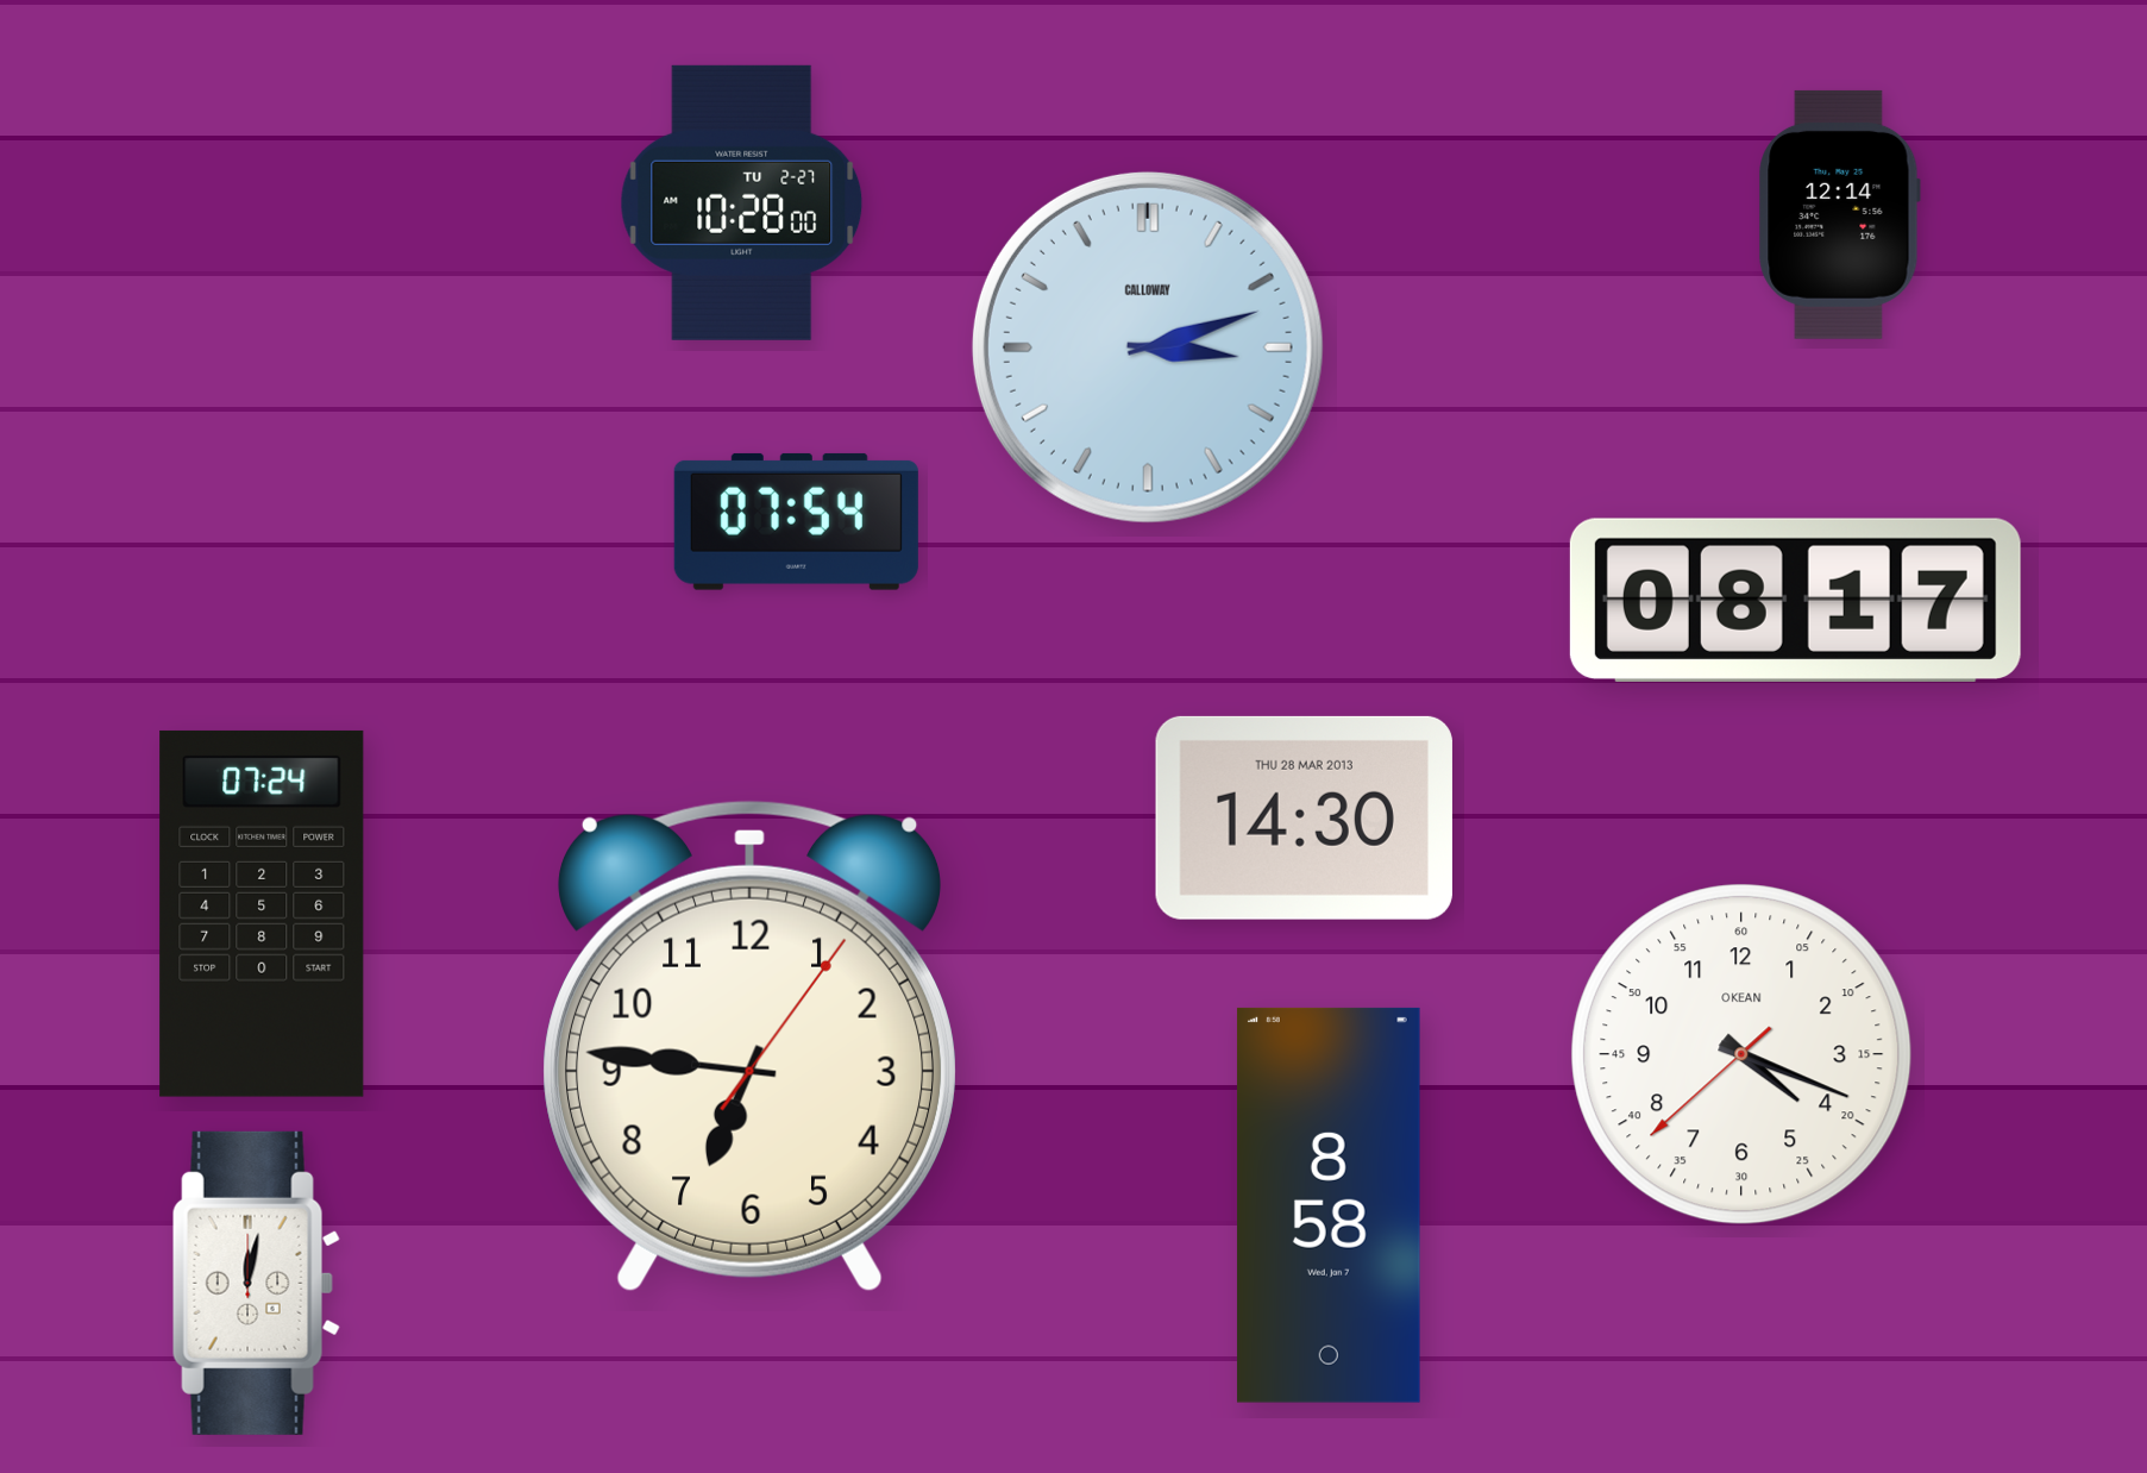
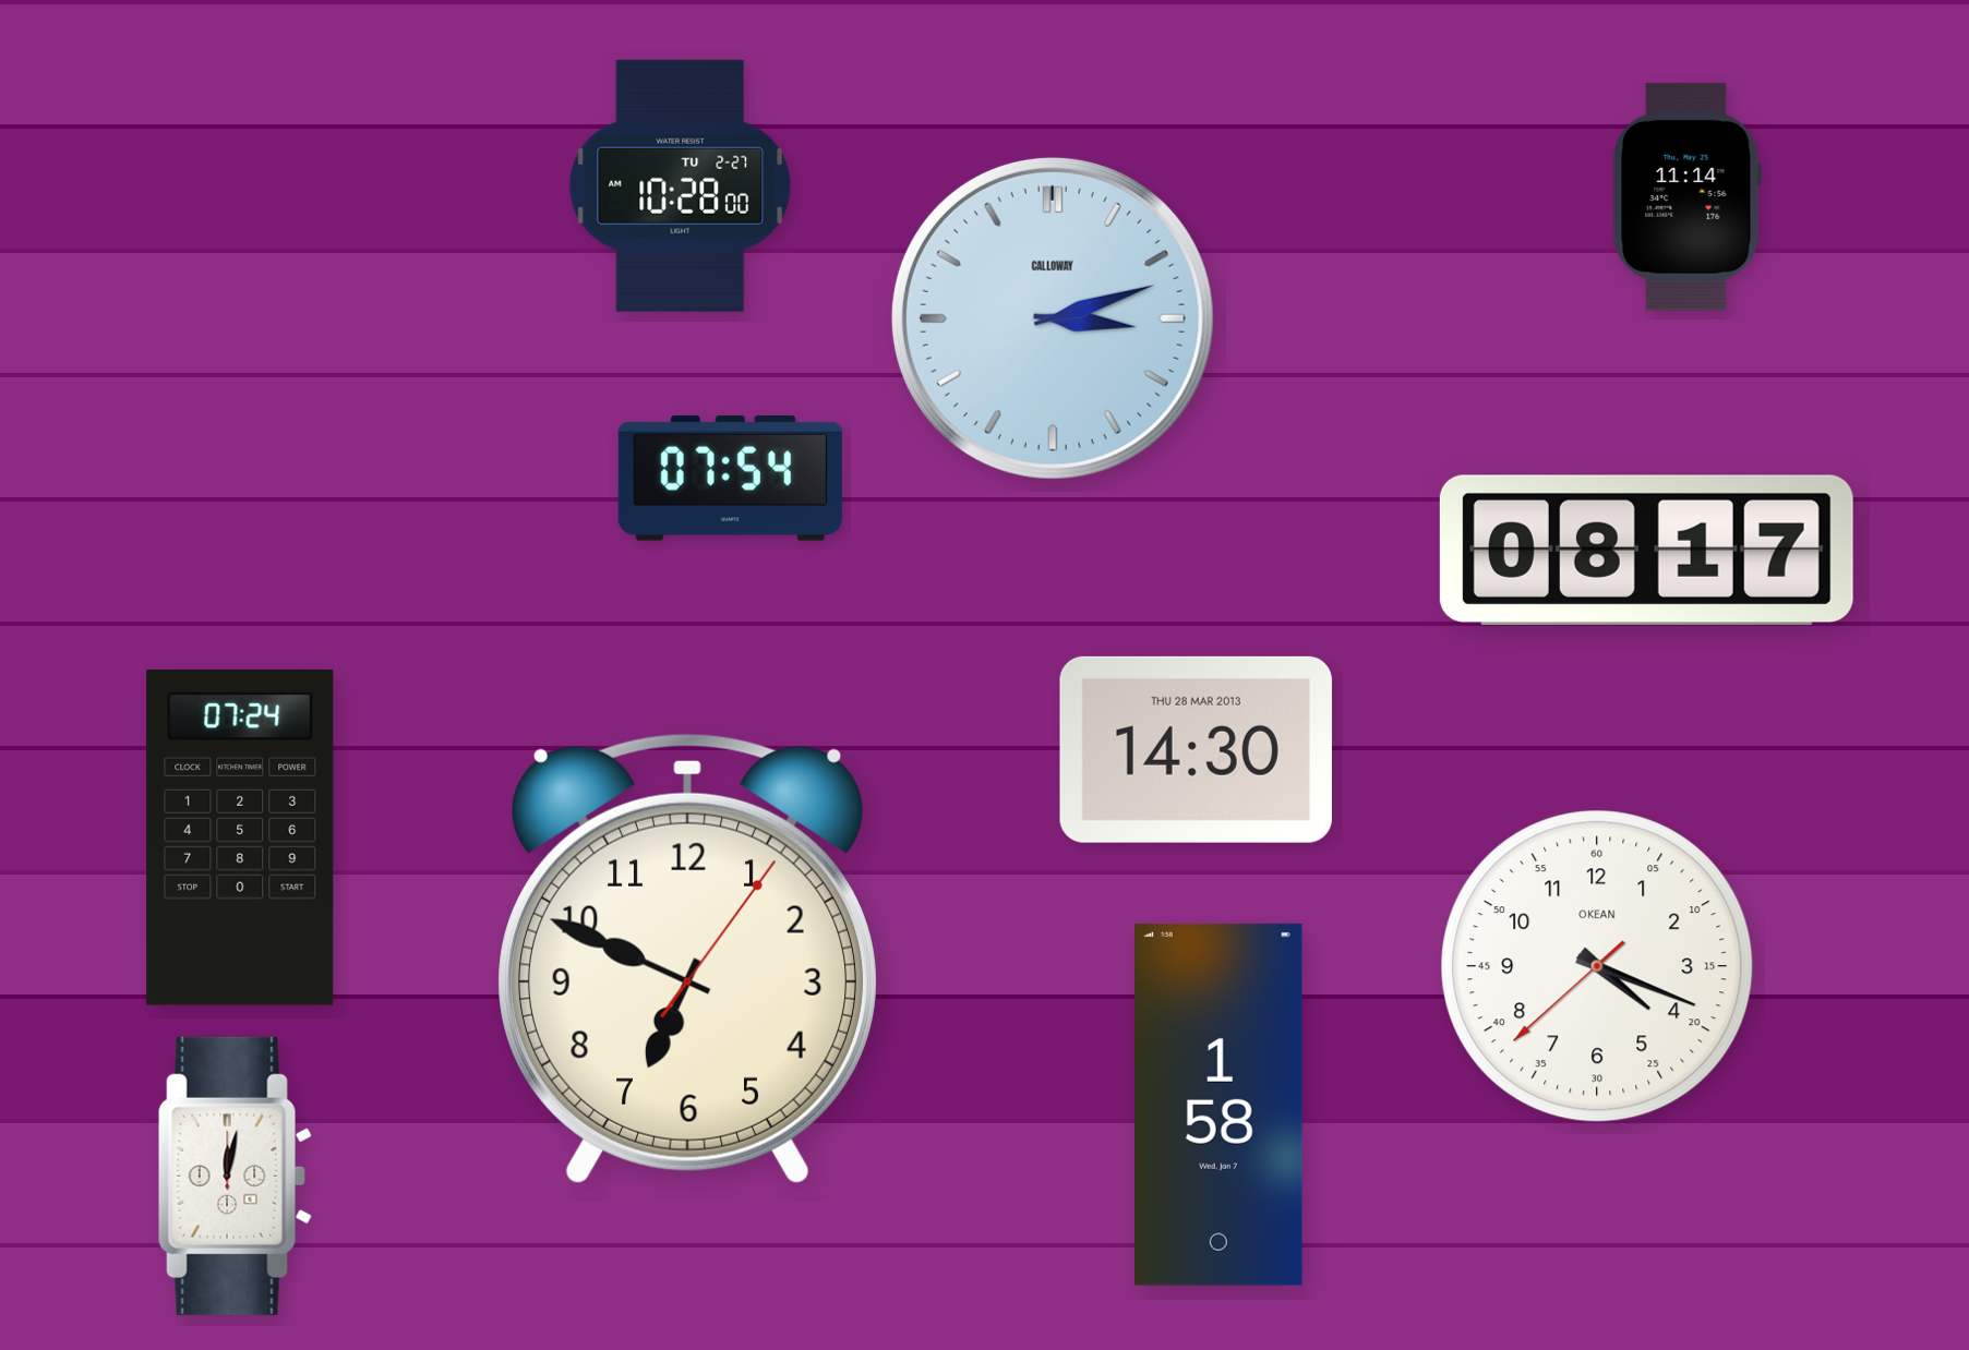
clock at (1839, 214): 12:14 -> 11:14
clock at (749, 1046): 6:46 -> 6:49
clock at (1329, 1205): 8:58 -> 1:58
